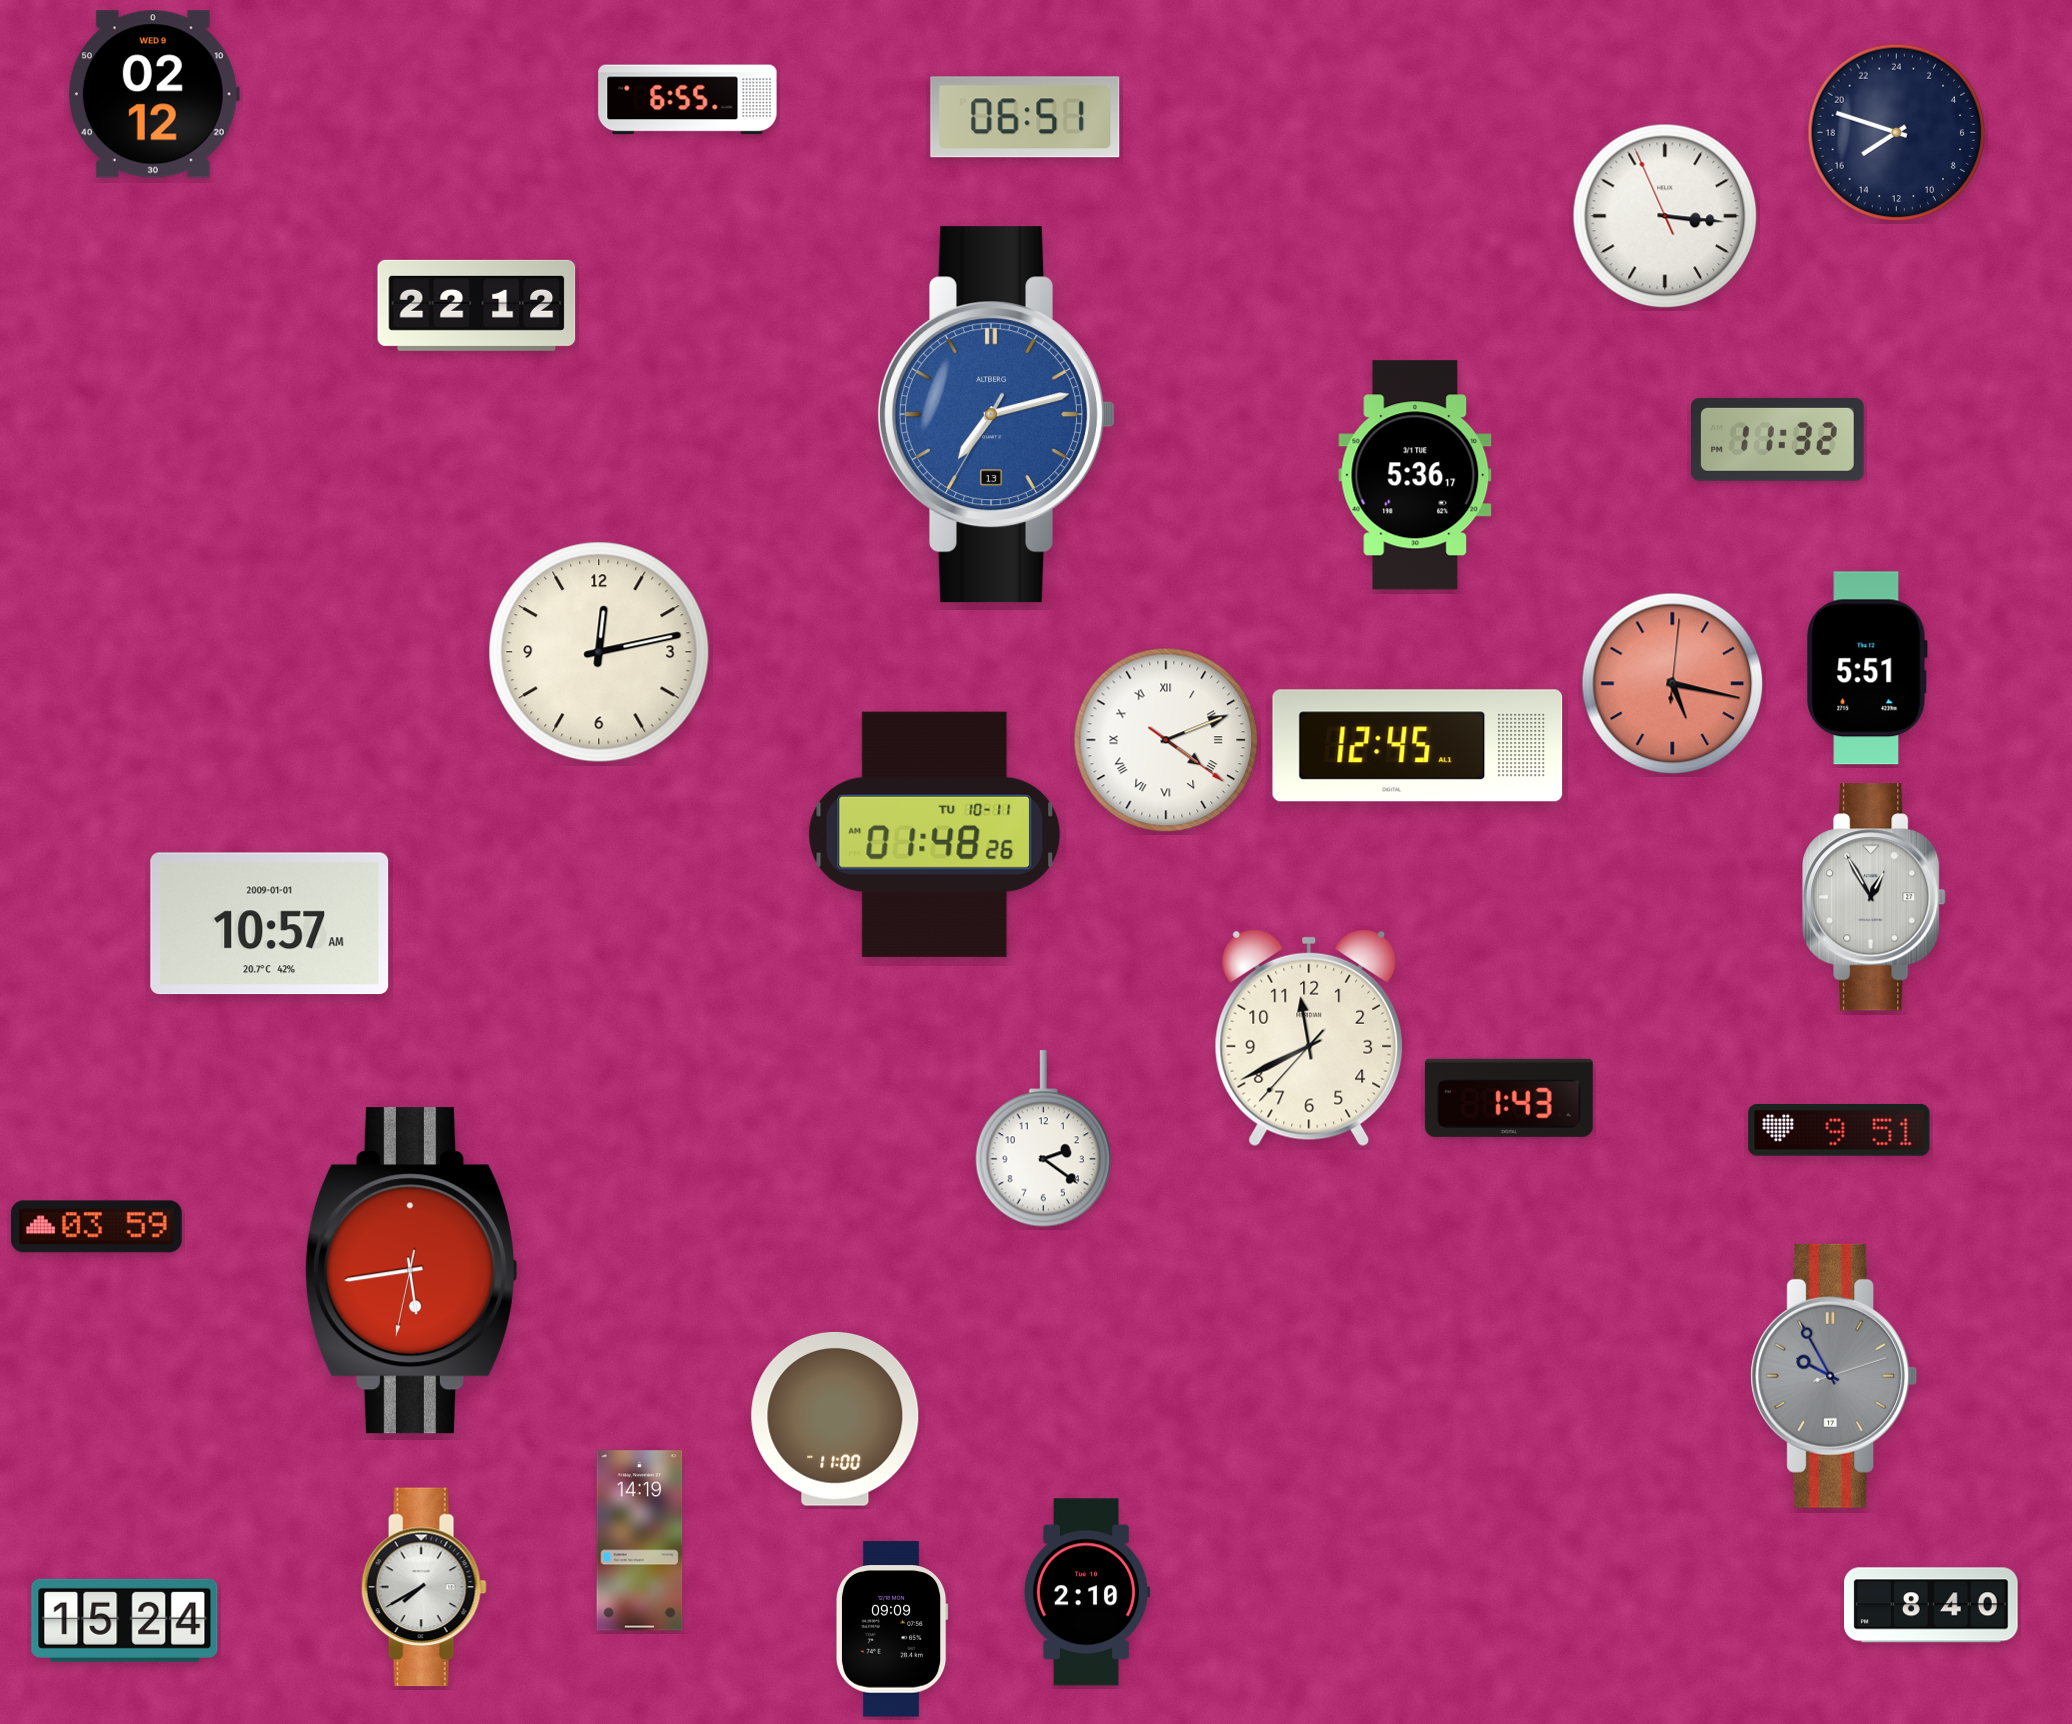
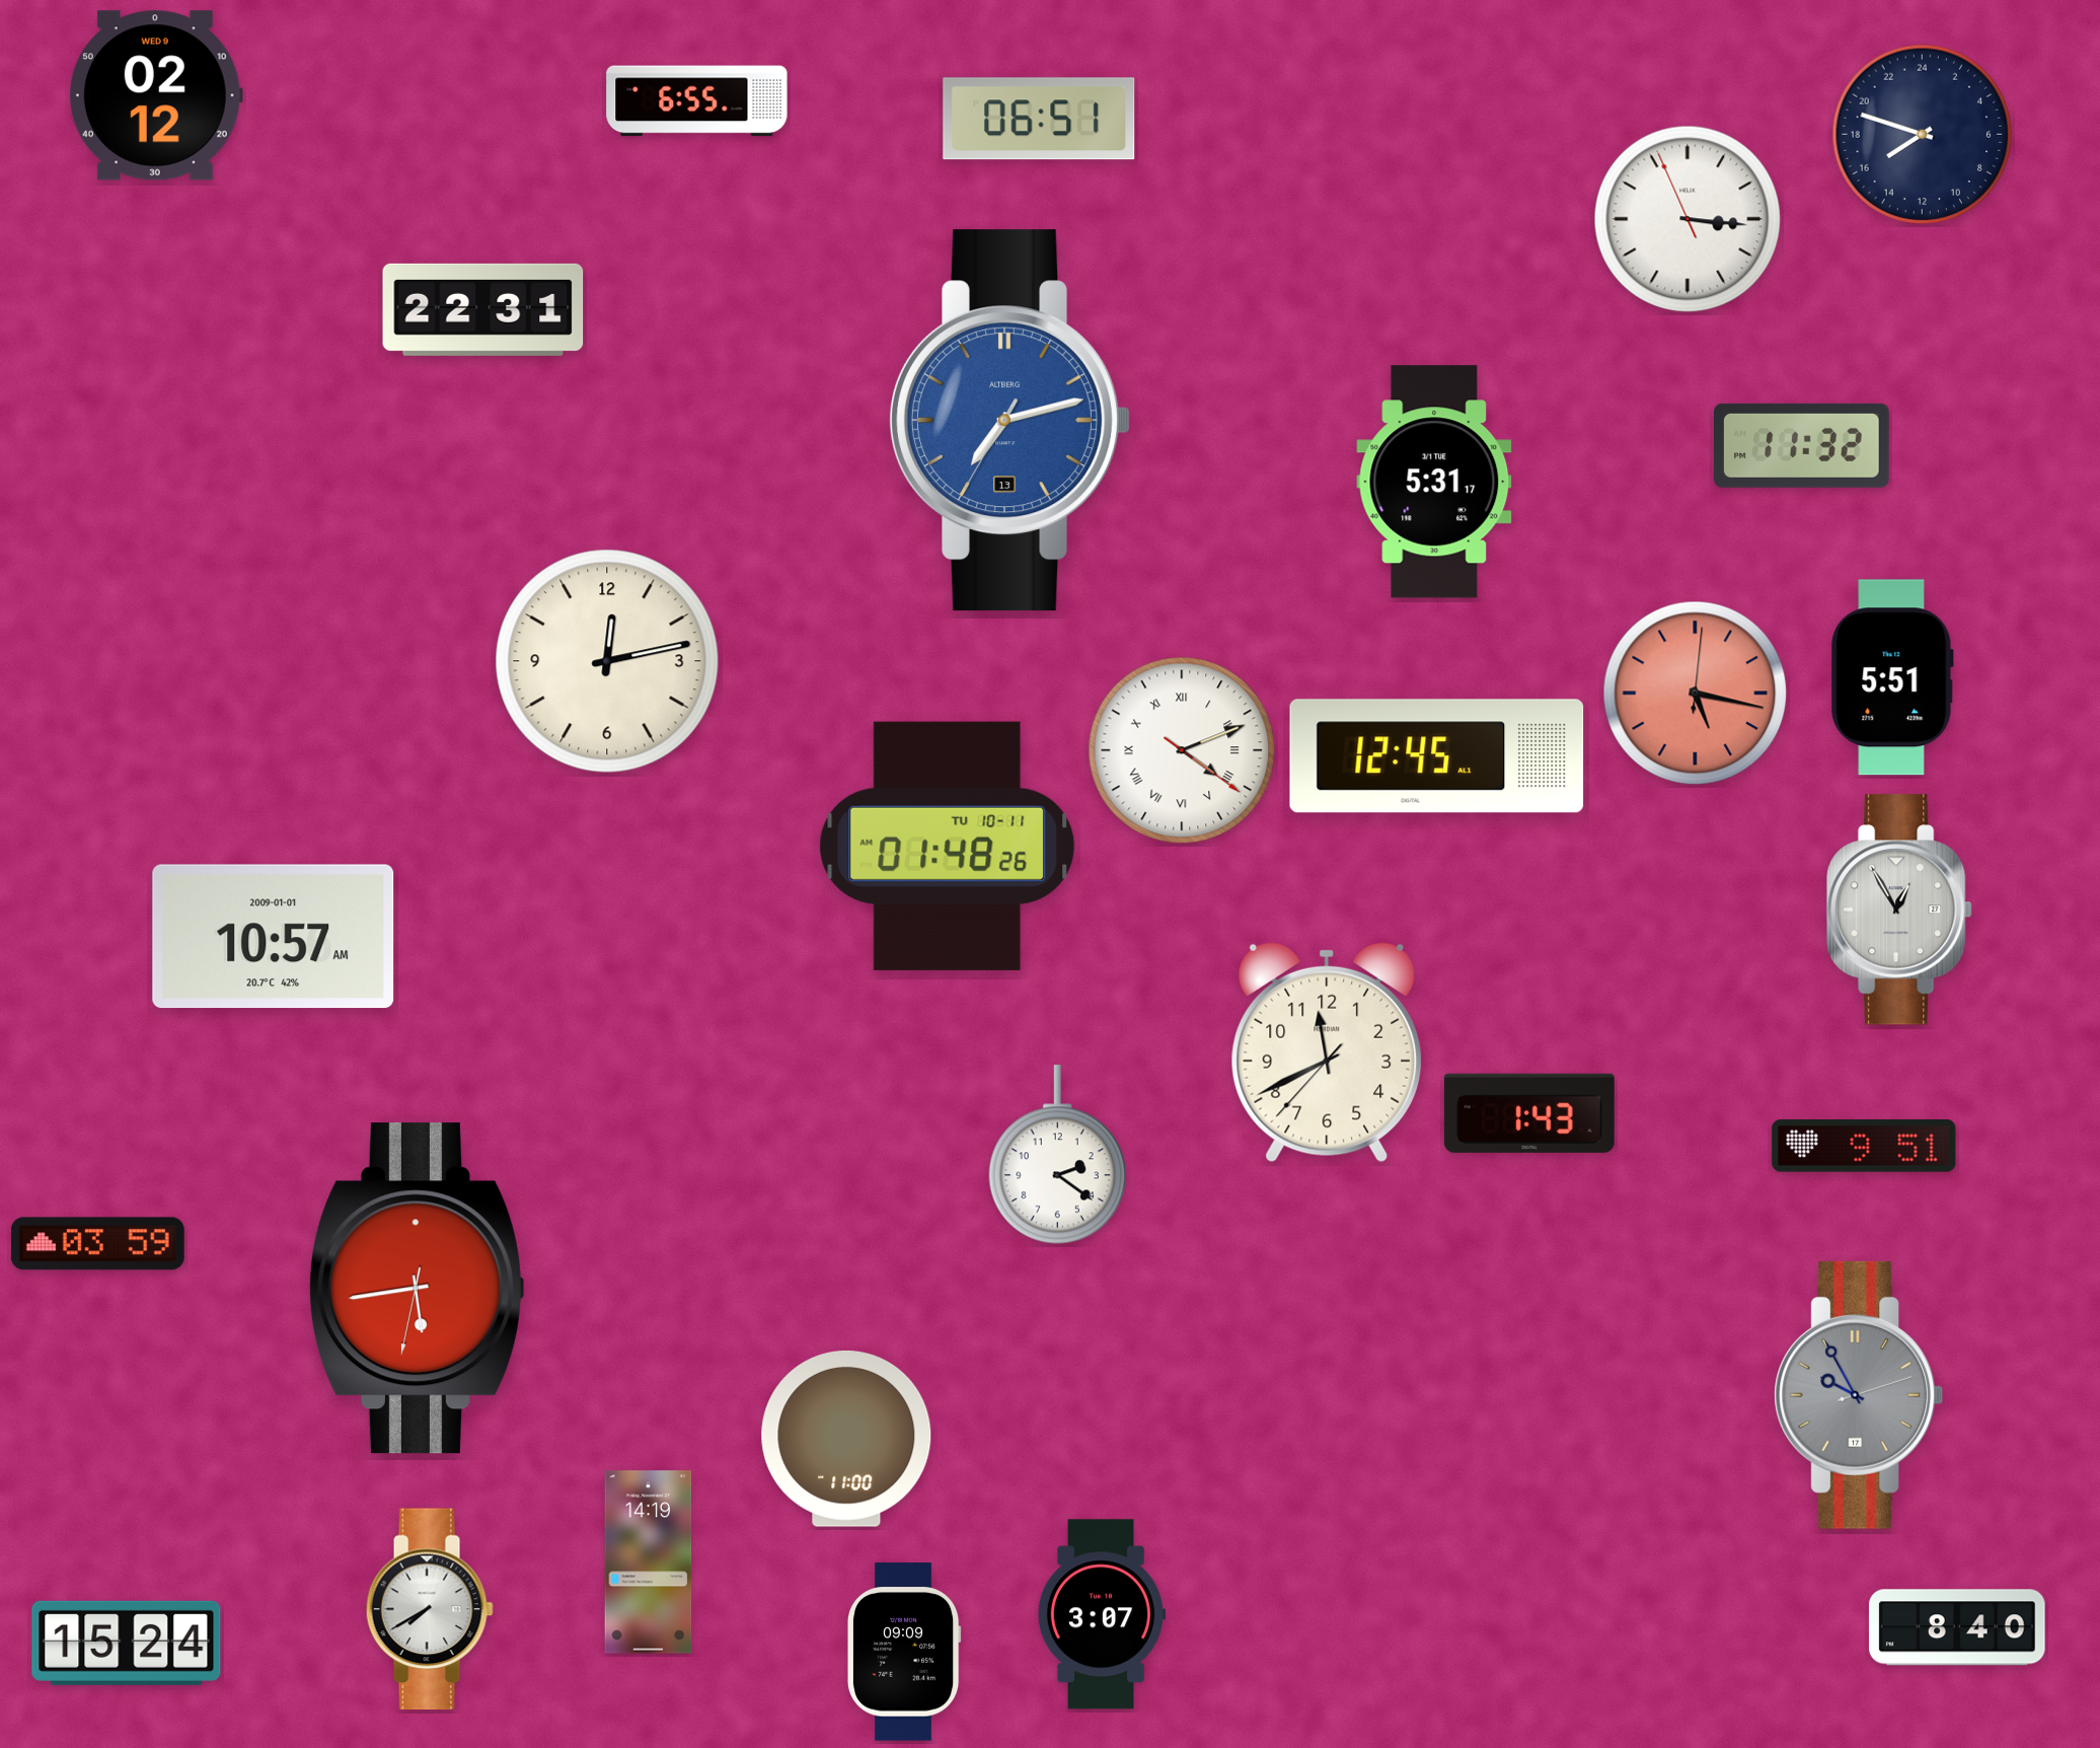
clock at (477, 305): 22:12 -> 22:31
clock at (1415, 475): 5:36 -> 5:31
clock at (1087, 1592): 2:10 -> 3:07
